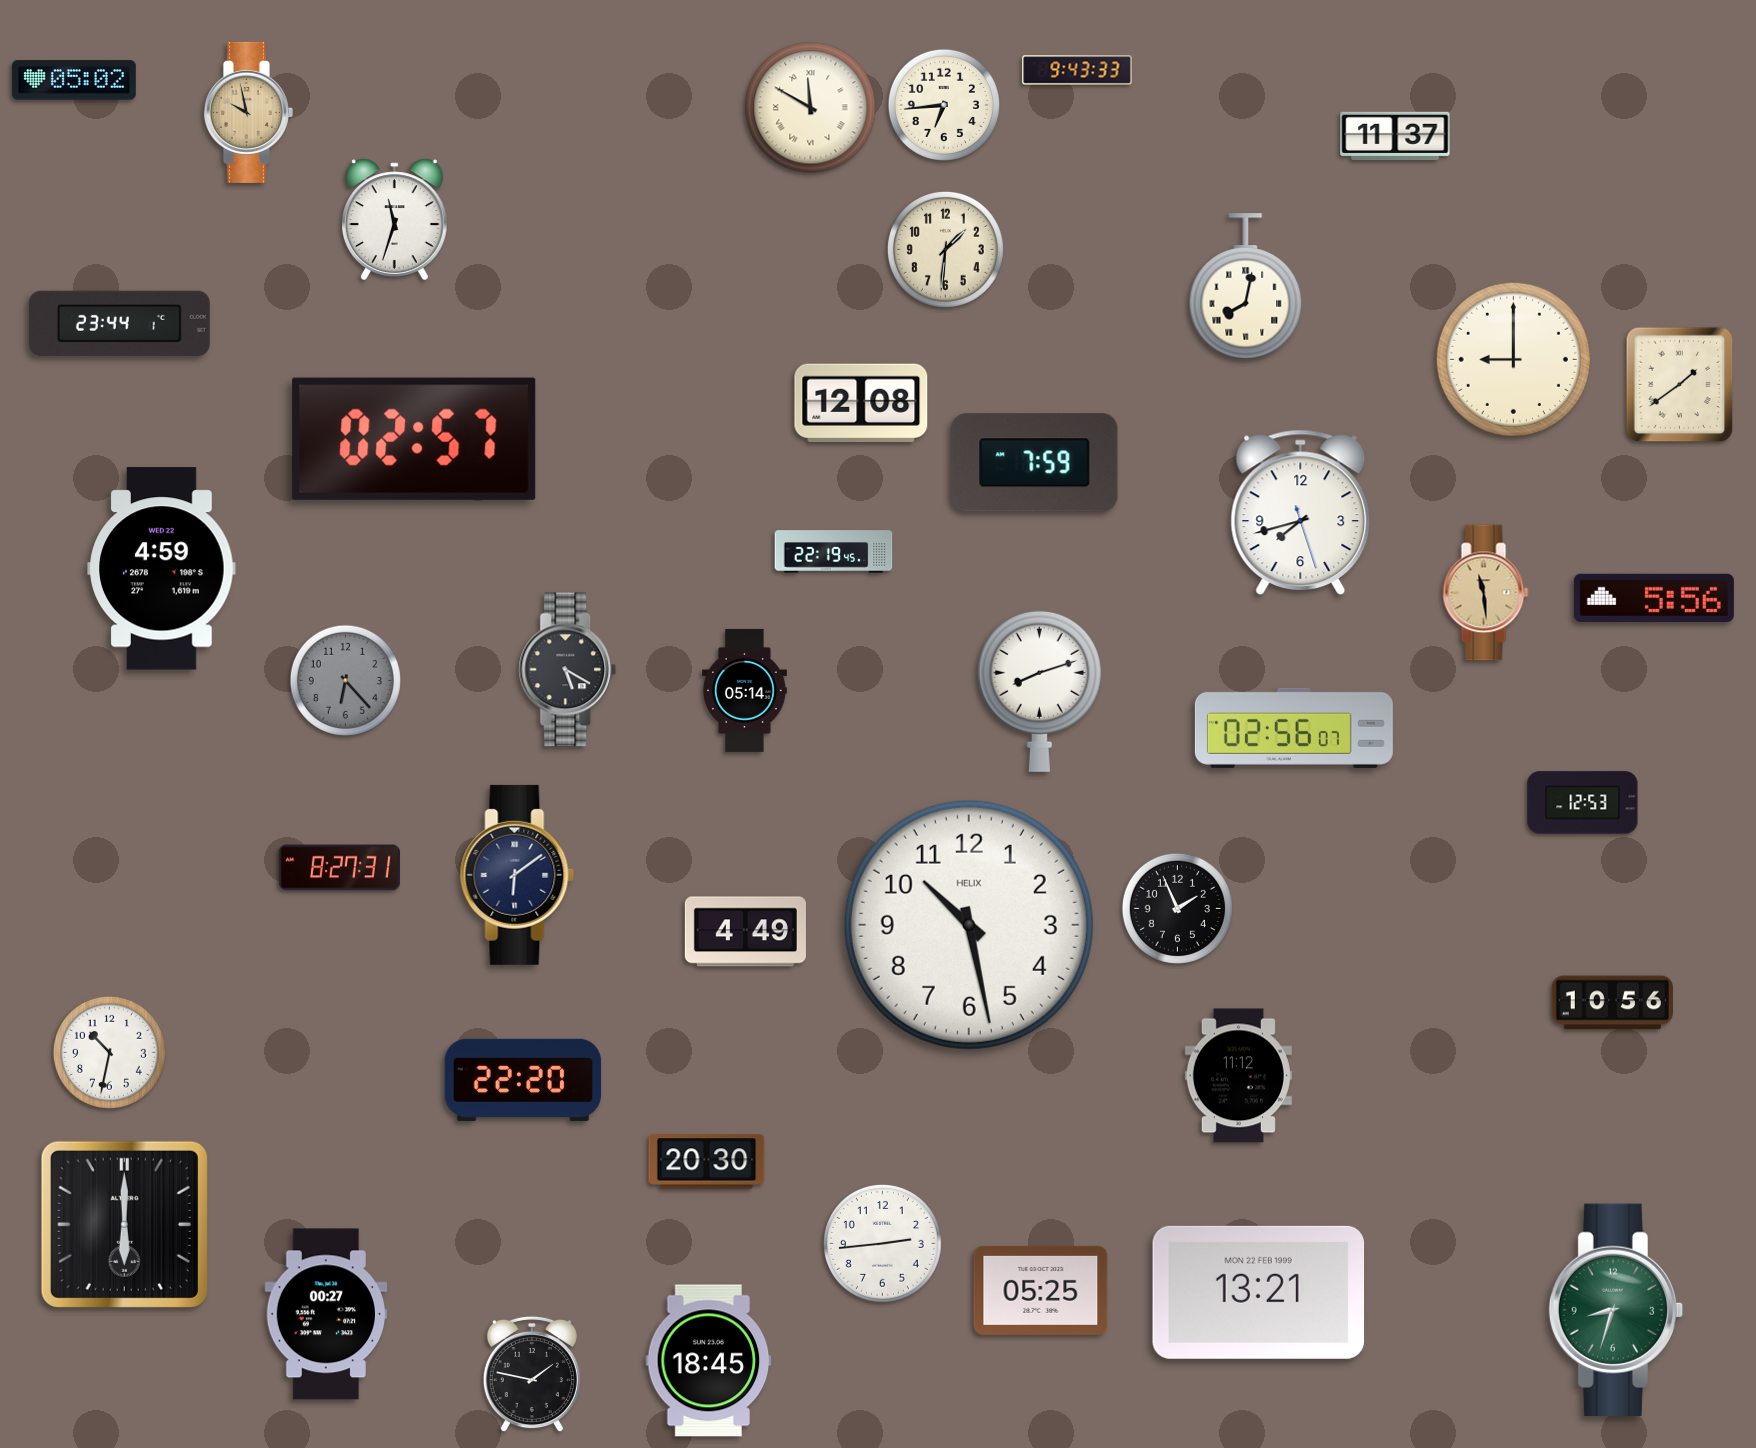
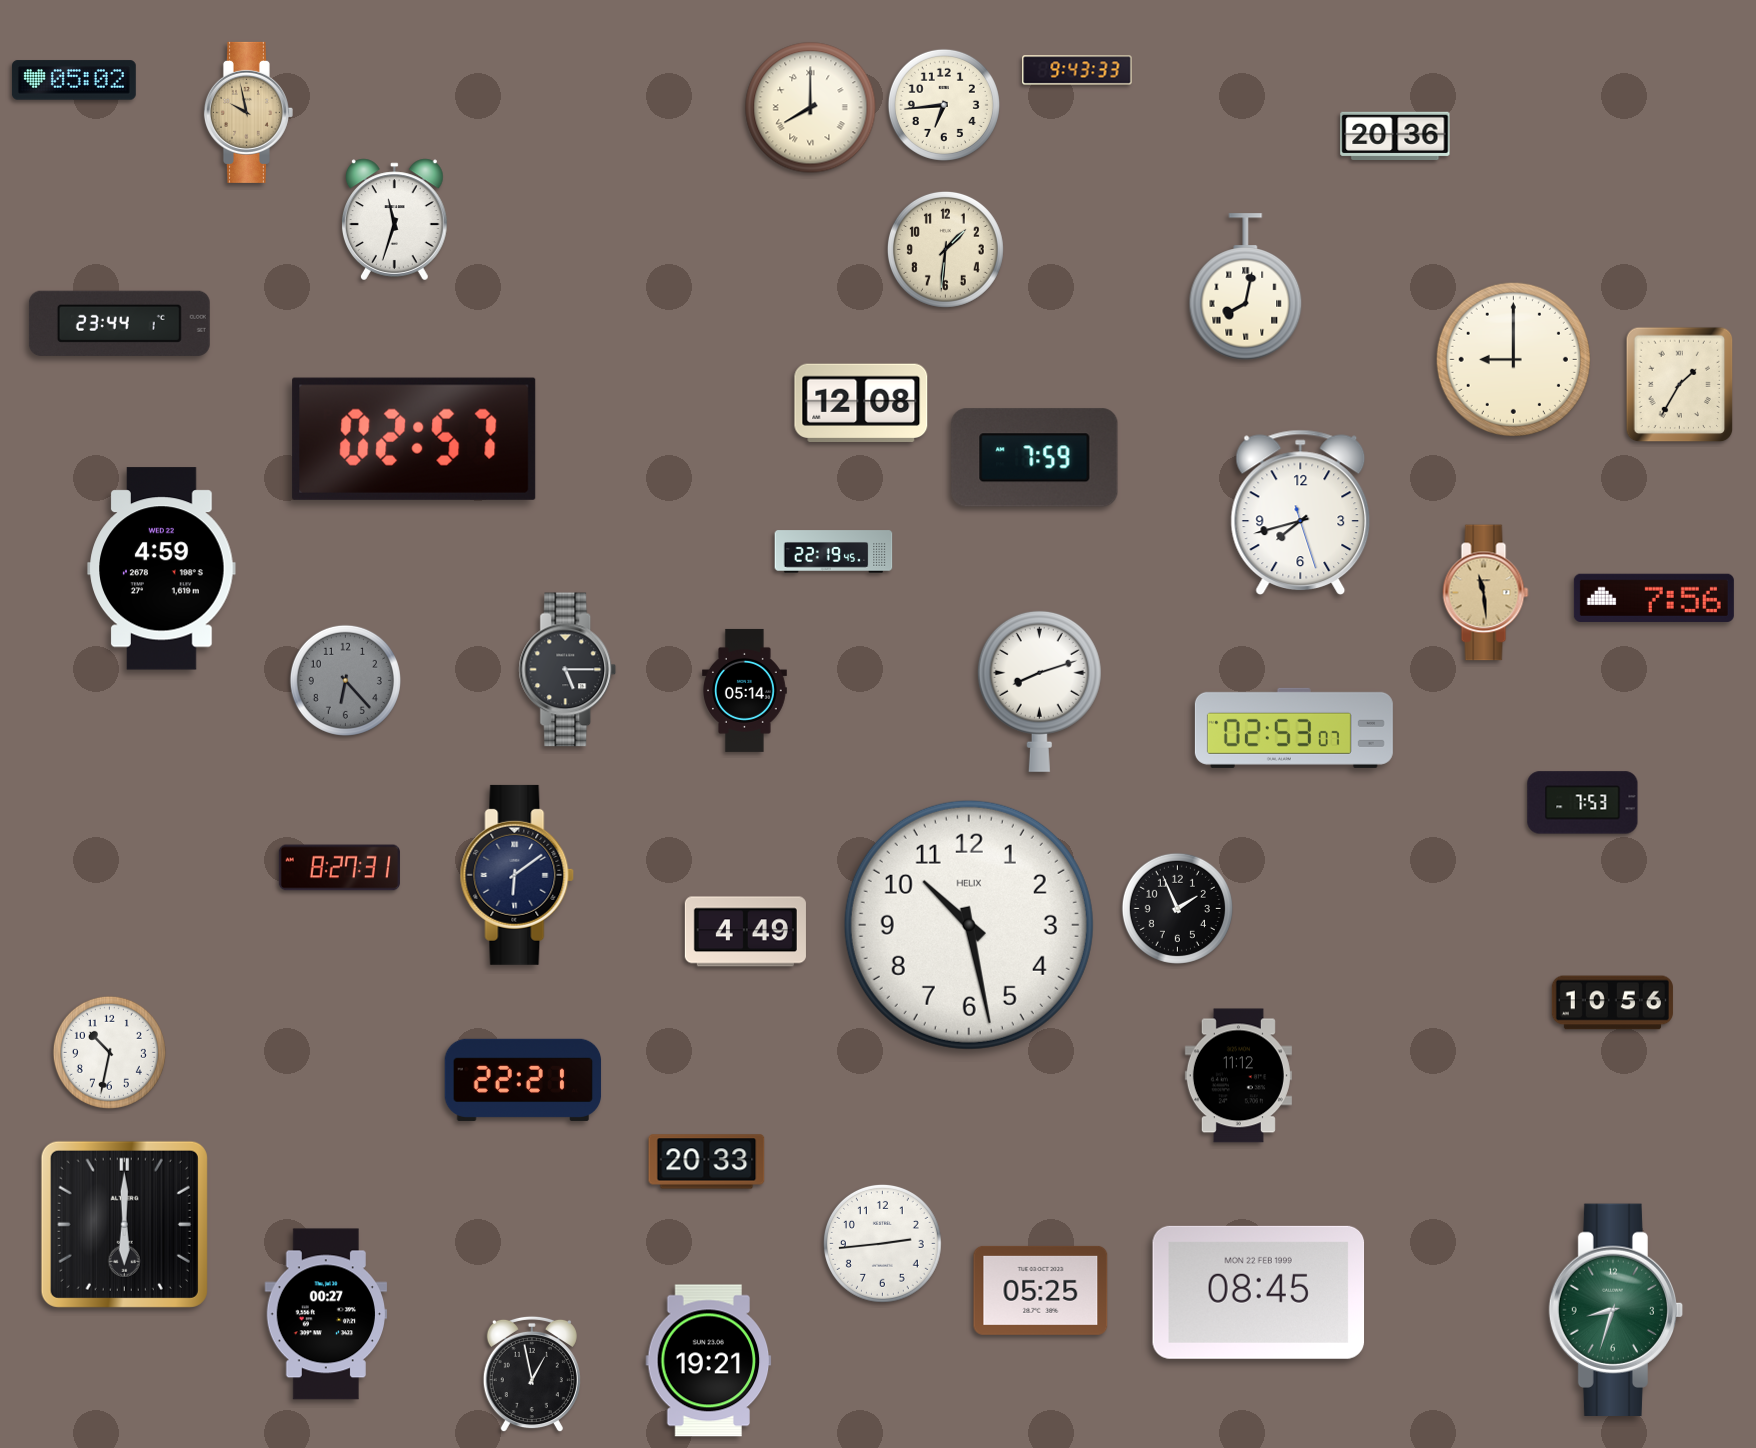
clock at (811, 108): 11:50 -> 8:00
clock at (1395, 135): 11:37 -> 20:36
clock at (1680, 385): 1:39 -> 1:35
clock at (1035, 463) position: (1035, 463) -> (1035, 458)
clock at (1654, 598): 5:56 -> 7:56
clock at (568, 670): 5:20 -> 5:15
clock at (1294, 728): 02:56 -> 02:53
clock at (1583, 803): 12:53 -> 7:53
clock at (523, 1080): 22:20 -> 22:21
clock at (707, 1162): 20:30 -> 20:33
clock at (1259, 1292): 13:21 -> 08:45
clock at (709, 1361): 18:45 -> 19:21
clock at (532, 1374): 1:47 -> 12:58
